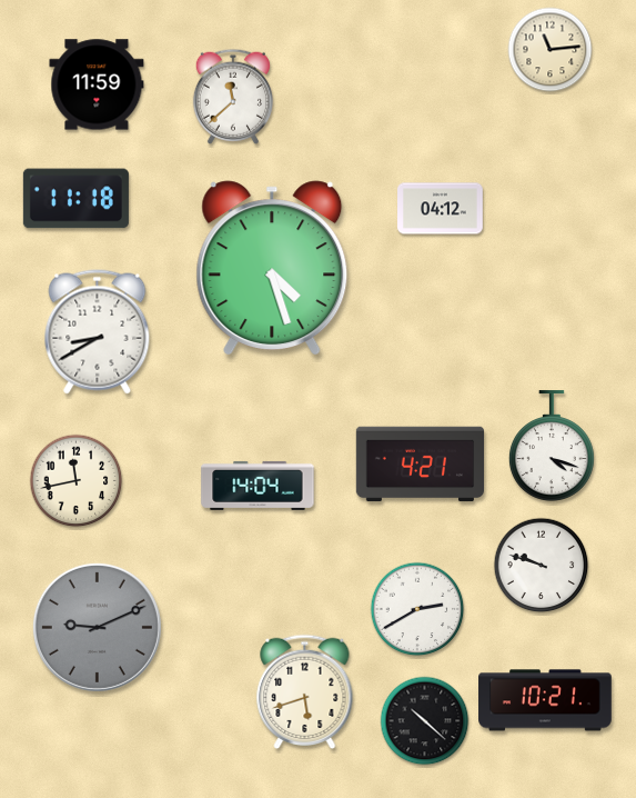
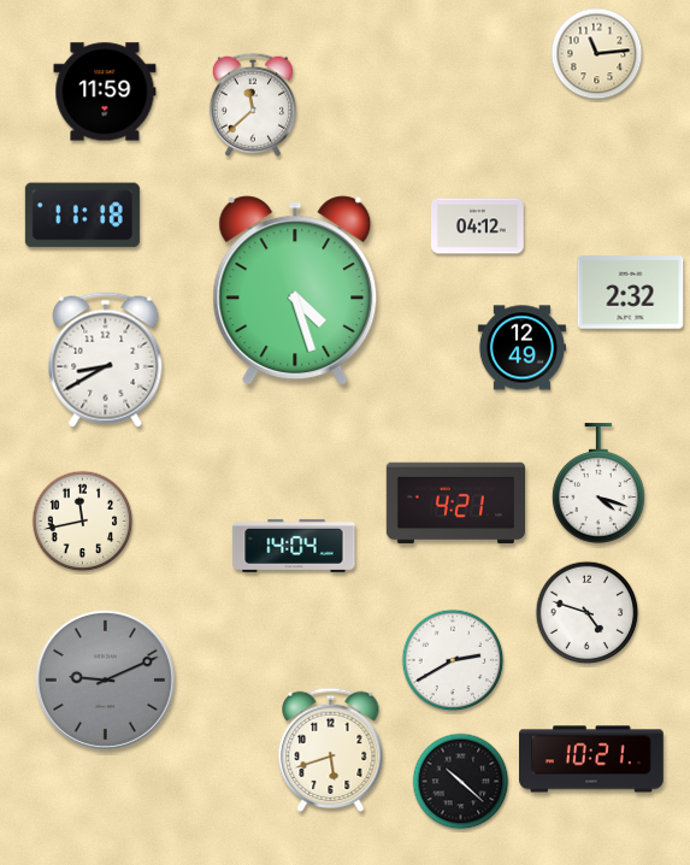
clock at (631, 293): none -> 2:32
clock at (521, 348): none -> 12:49
clock at (258, 486) position: (258, 486) -> (294, 546)
clock at (542, 566): 9:48 -> 4:48
